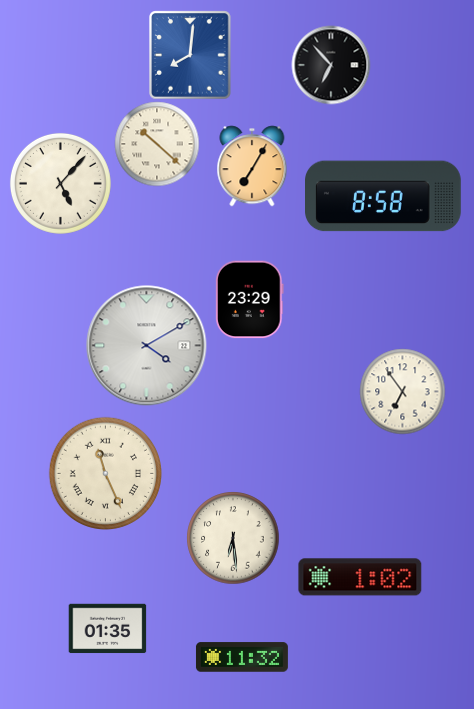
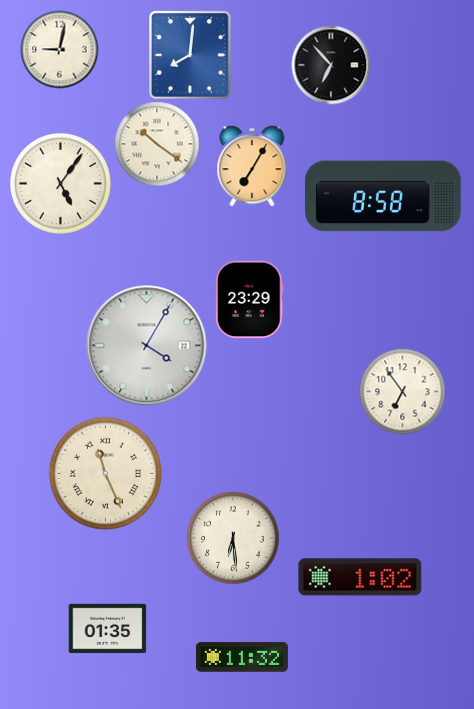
clock at (59, 49): none -> 9:02
clock at (157, 144): 10:22 -> 10:21
clock at (60, 183): 5:07 -> 5:06
clock at (147, 346): 4:10 -> 4:05
